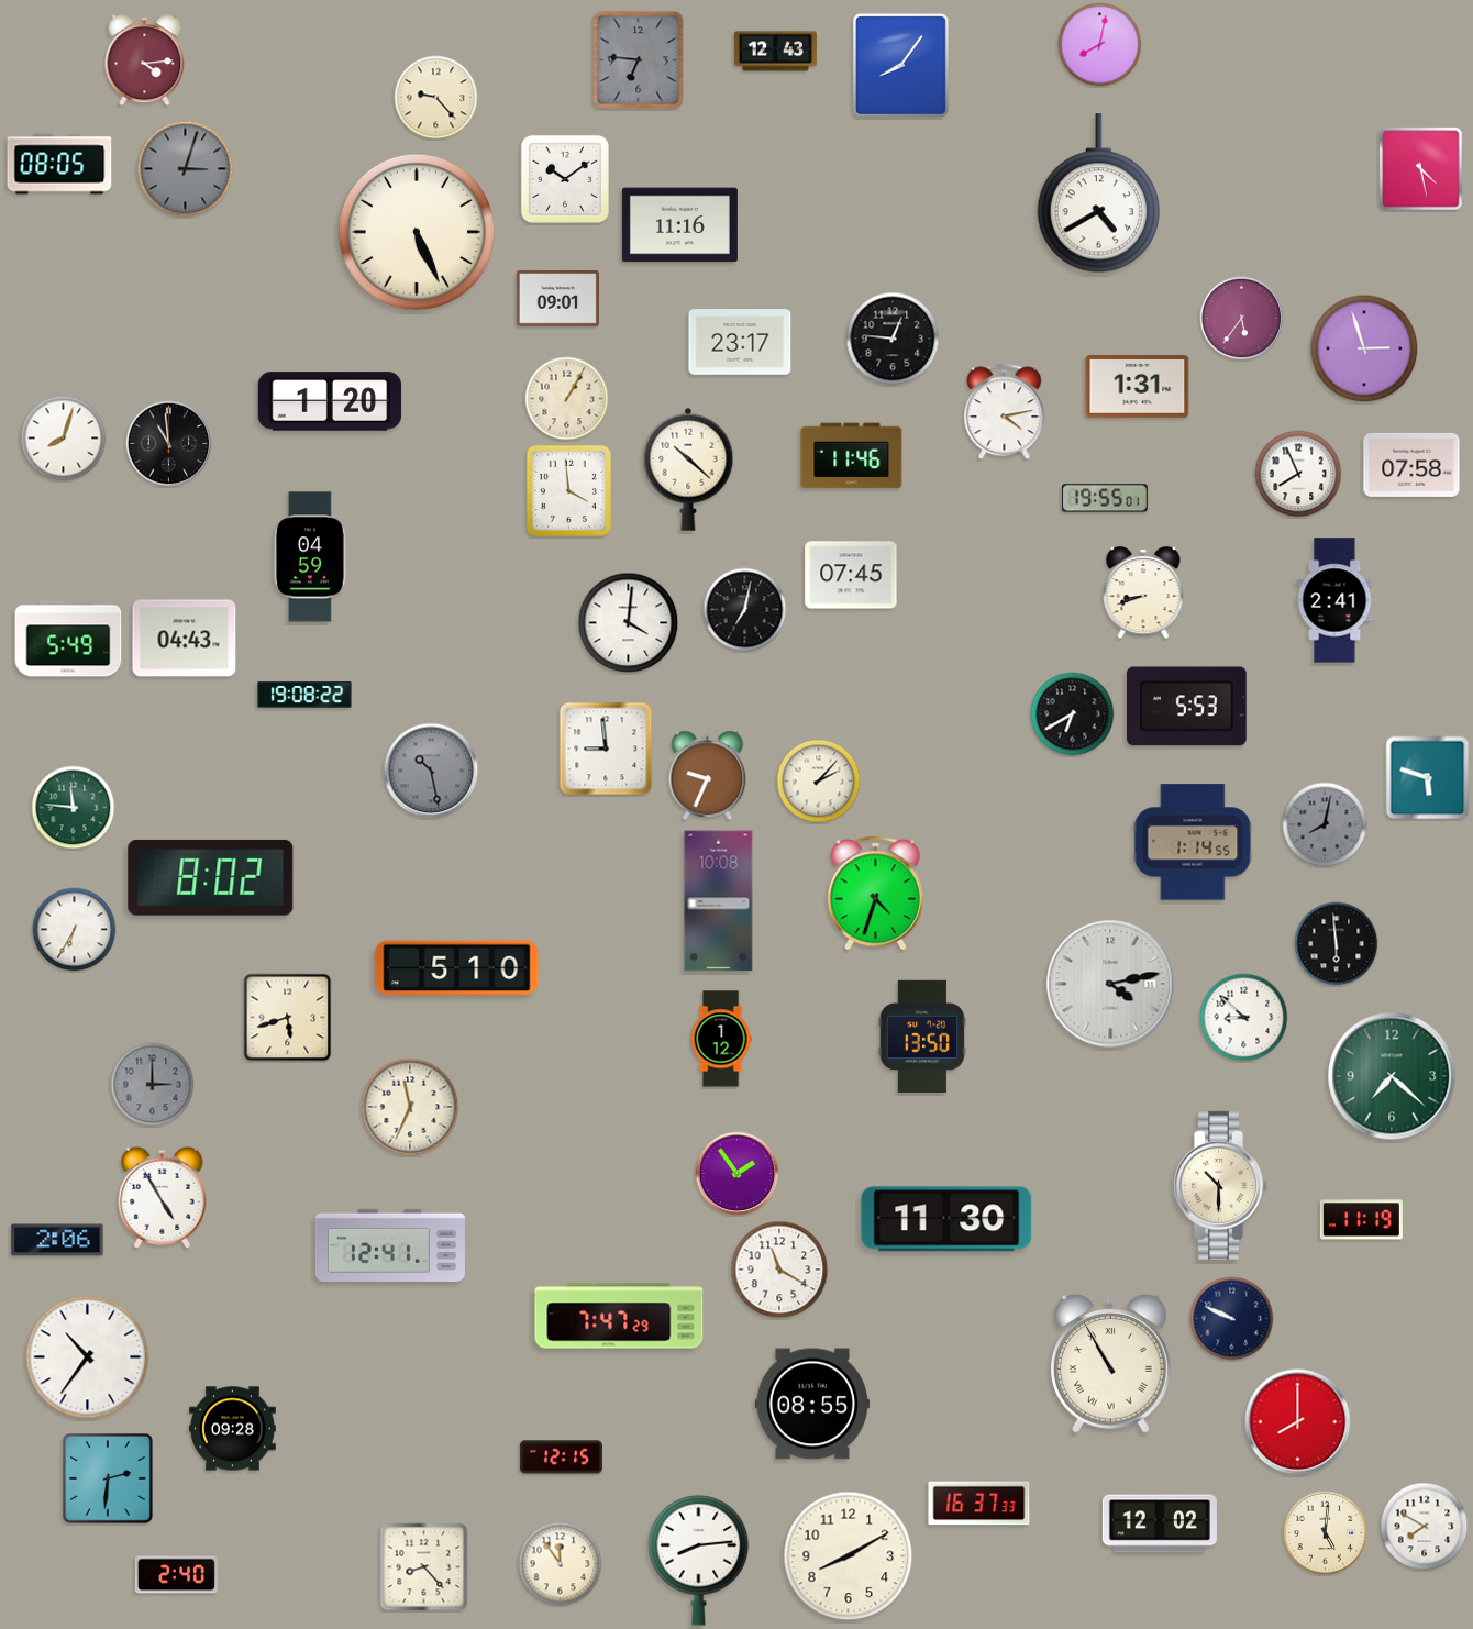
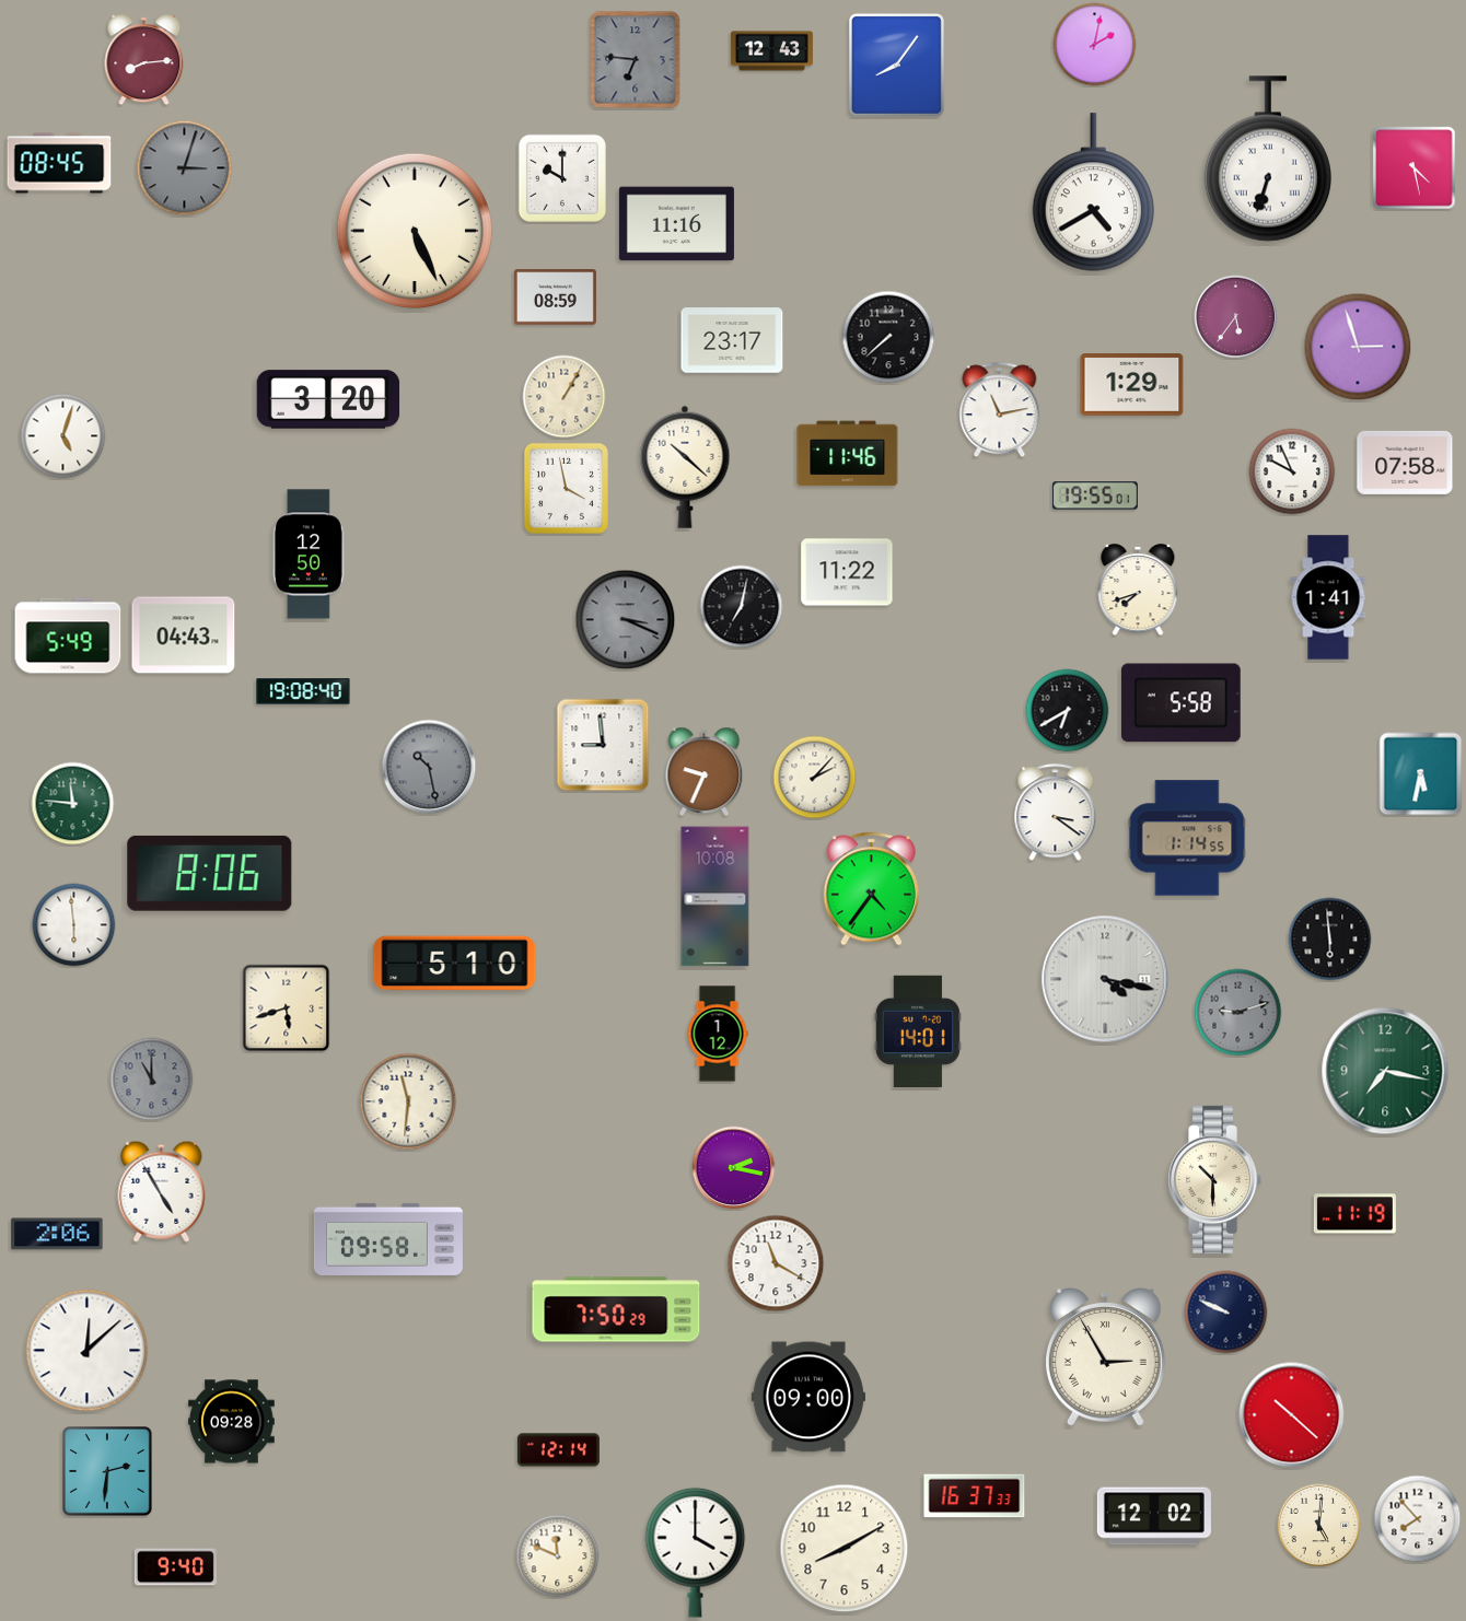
clock at (1100, 45): 8:02 -> 2:02
clock at (145, 60): 4:14 -> 8:14
clock at (436, 98): 9:23 -> none
clock at (1268, 159): none -> 6:33
clock at (59, 164): 08:05 -> 08:45
clock at (565, 179): 10:09 -> 10:00
clock at (557, 299): 09:01 -> 08:59
clock at (893, 339): 12:46 -> 7:38
clock at (740, 342) position: (740, 342) -> (732, 340)
clock at (1138, 387): 1:31 -> 1:29
clock at (330, 401): 1:20 -> 3:20
clock at (1005, 412): 4:13 -> 11:13
clock at (64, 439): 8:03 -> 5:03
clock at (169, 444): 10:59 -> none
clock at (1298, 474): 7:56 -> 9:56
clock at (568, 490): 3:59 -> 3:58
clock at (1105, 498) position: (1105, 498) -> (1095, 495)
clock at (310, 557): 04:59 -> 12:50
clock at (851, 575): 07:45 -> 11:22
clock at (1143, 592): 8:42 -> 7:42
clock at (1334, 600): 2:41 -> 1:41
clock at (629, 623): 4:01 -> 3:19
clock at (629, 623) dial: white -> grey
clock at (304, 695): 19:08:22 -> 19:08:40
clock at (1186, 707): 5:53 -> 5:58
clock at (1428, 778): 5:48 -> 5:32
clock at (1056, 813): none -> 3:21
clock at (1325, 824): 8:02 -> none
clock at (211, 877): 8:02 -> 8:06
clock at (875, 894): 4:33 -> 4:36
clock at (75, 930): 6:35 -> 5:59
clock at (1110, 984): 4:13 -> 4:17
clock at (288, 1018) position: (288, 1018) -> (287, 1008)
clock at (1244, 1018): 8:52 -> 9:12
clock at (1244, 1018) dial: white -> grey
clock at (922, 1035): 13:50 -> 14:01
clock at (1392, 1076): 7:22 -> 7:17
clock at (153, 1085): 3:00 -> 11:00
clock at (410, 1107): 11:34 -> 11:31
clock at (738, 1174): 1:54 -> 2:17
clock at (946, 1219): 11:30 -> none
clock at (390, 1245): 12:41 -> 09:58
clock at (619, 1316): 7:47 -> 7:50
clock at (88, 1358): 10:36 -> 12:08
clock at (1111, 1364): 10:55 -> 2:55
clock at (812, 1404): 08:55 -> 09:00
clock at (1298, 1422): 8:00 -> 10:22
clock at (561, 1458): 12:15 -> 12:14
clock at (1425, 1527): 7:50 -> 7:53
clock at (699, 1560): 8:14 -> 4:00
clock at (561, 1564): 11:54 -> 11:49
clock at (424, 1567): 8:23 -> none
clock at (176, 1575): 2:40 -> 9:40
